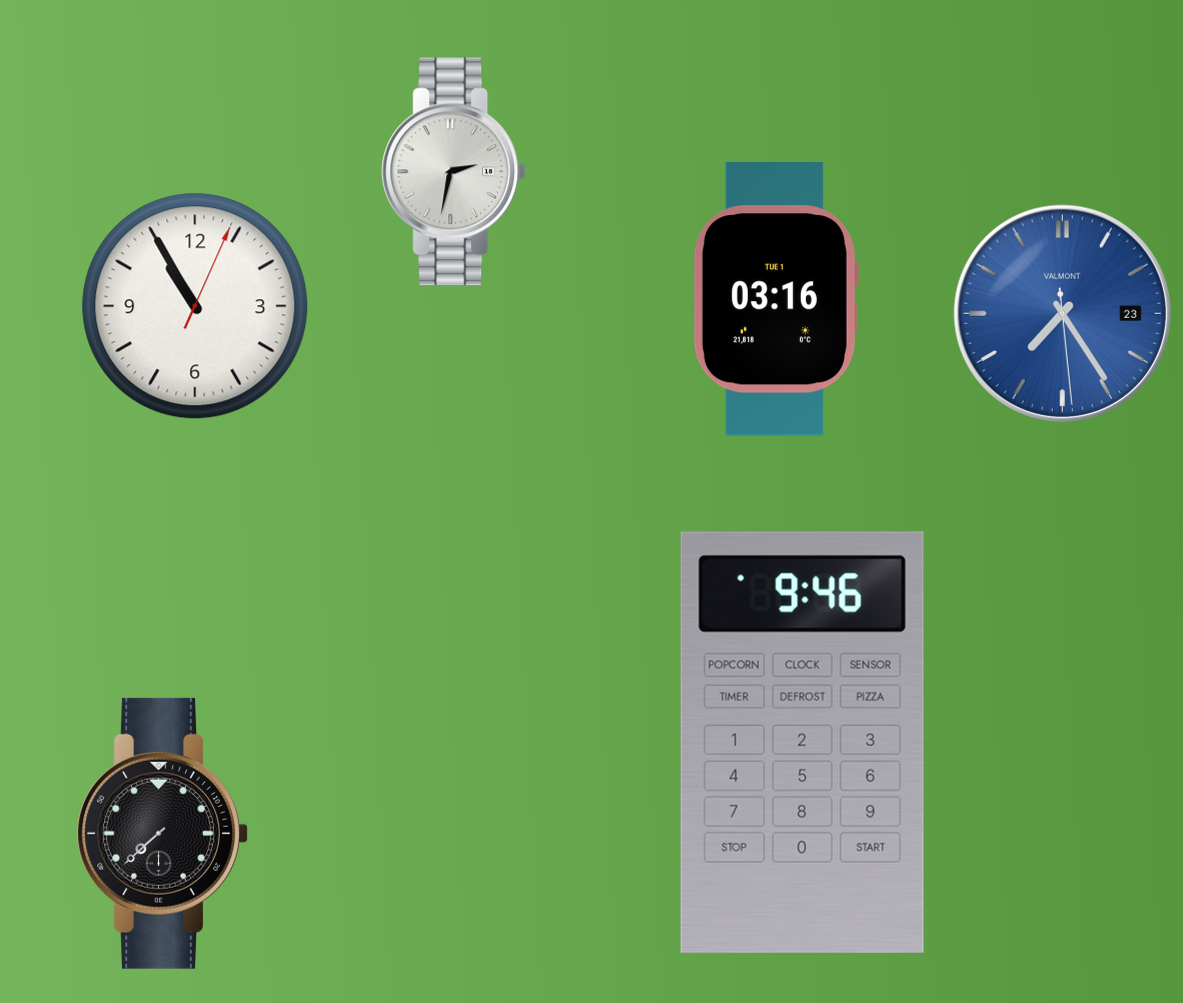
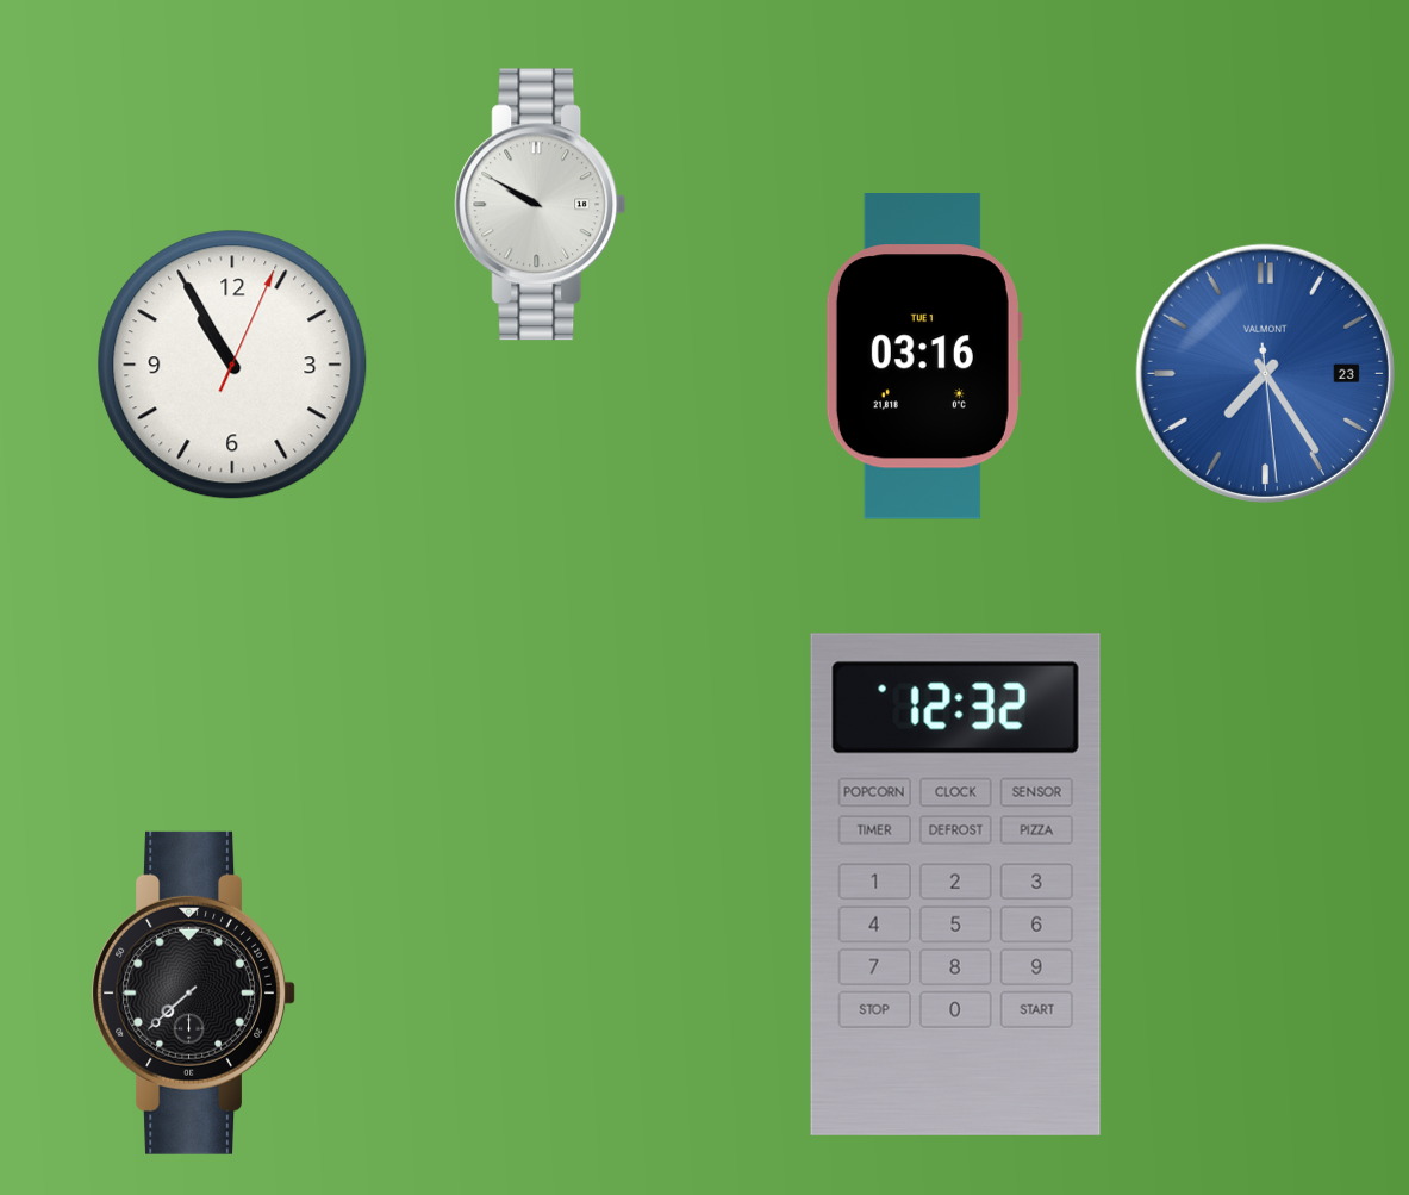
clock at (454, 172): 2:32 -> 9:50
clock at (802, 742): 9:46 -> 12:32
